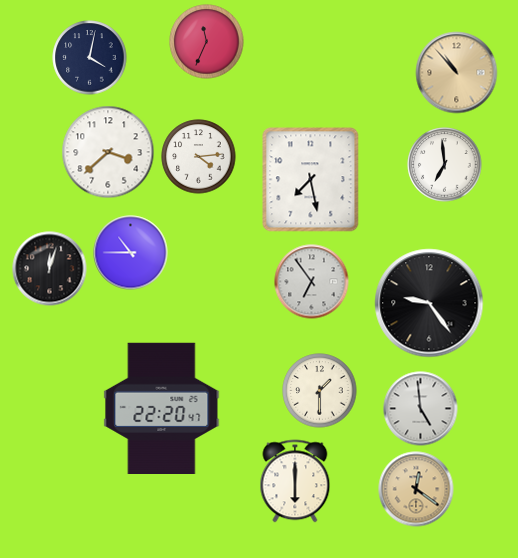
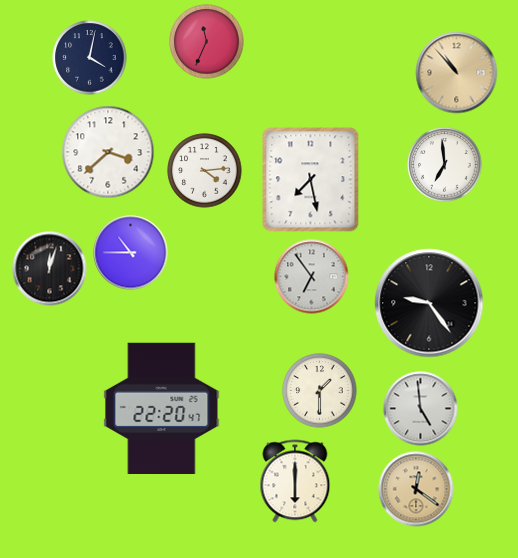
clock at (199, 157) position: (199, 157) -> (205, 171)
clock at (312, 282) position: (312, 282) -> (312, 277)
